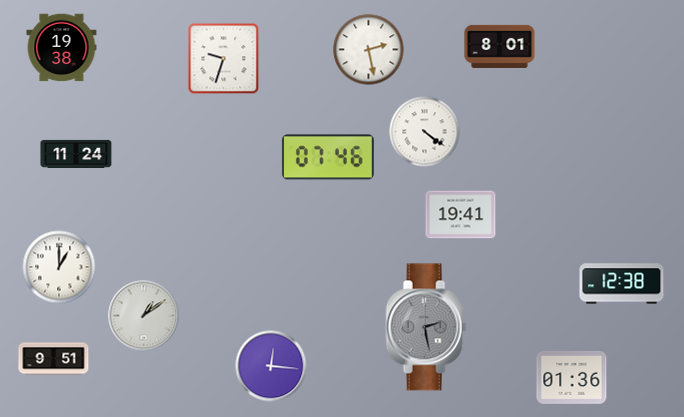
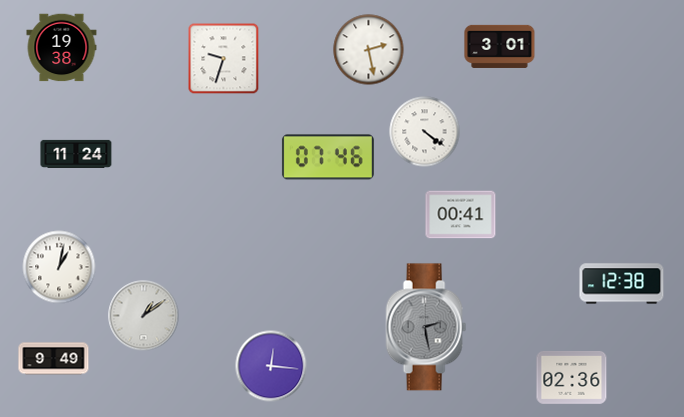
clock at (500, 46): 8:01 -> 3:01
clock at (461, 215): 19:41 -> 00:41
clock at (59, 267): 1:00 -> 1:02
clock at (54, 359): 9:51 -> 9:49
clock at (572, 378): 01:36 -> 02:36
